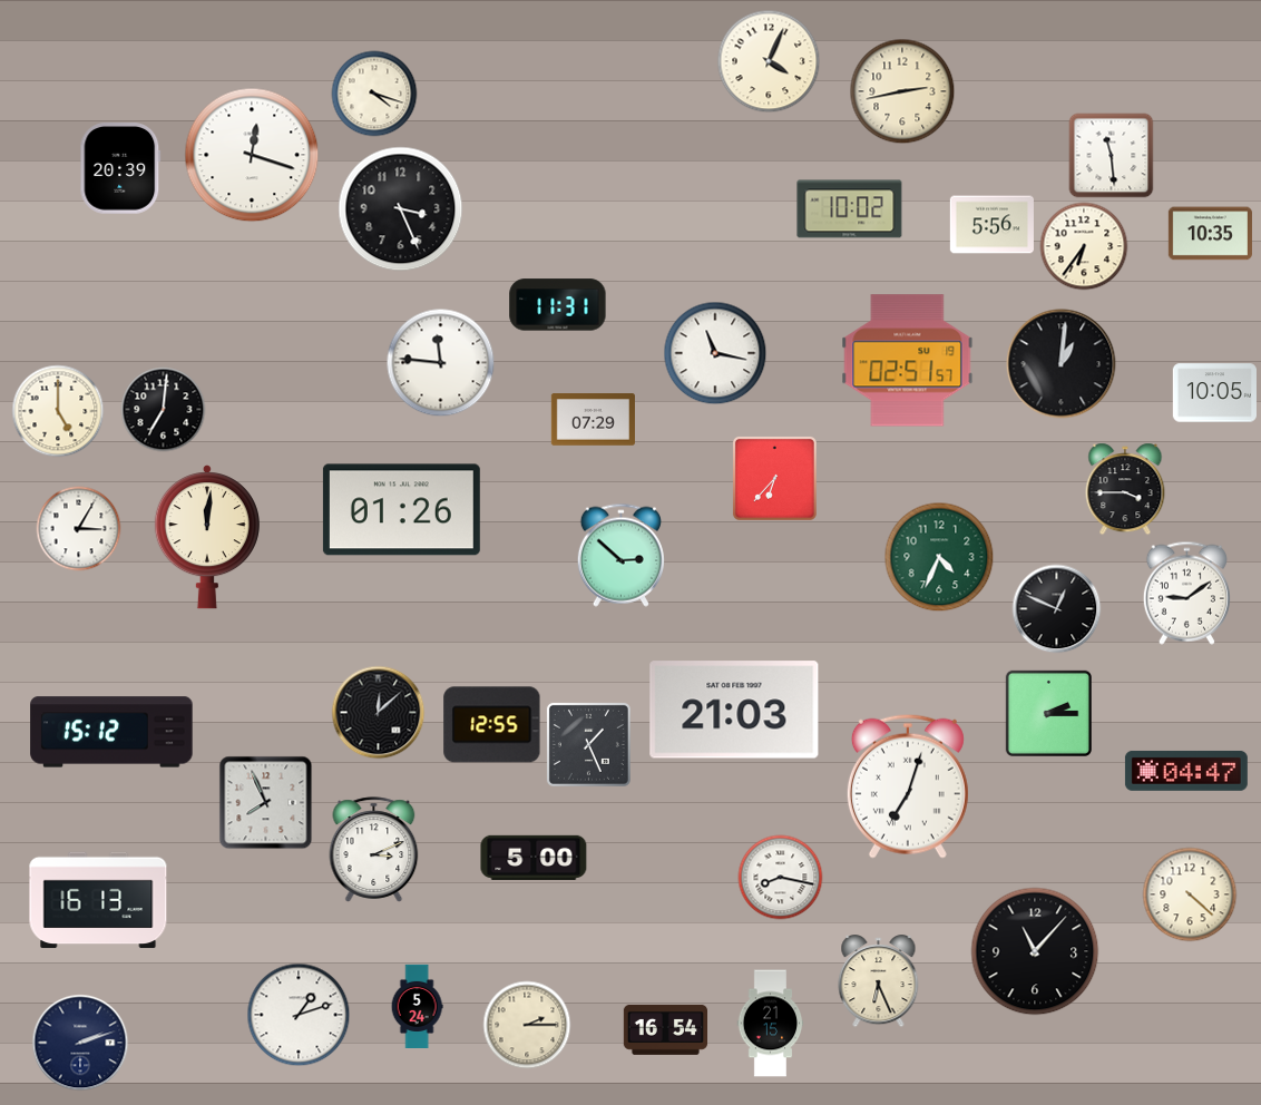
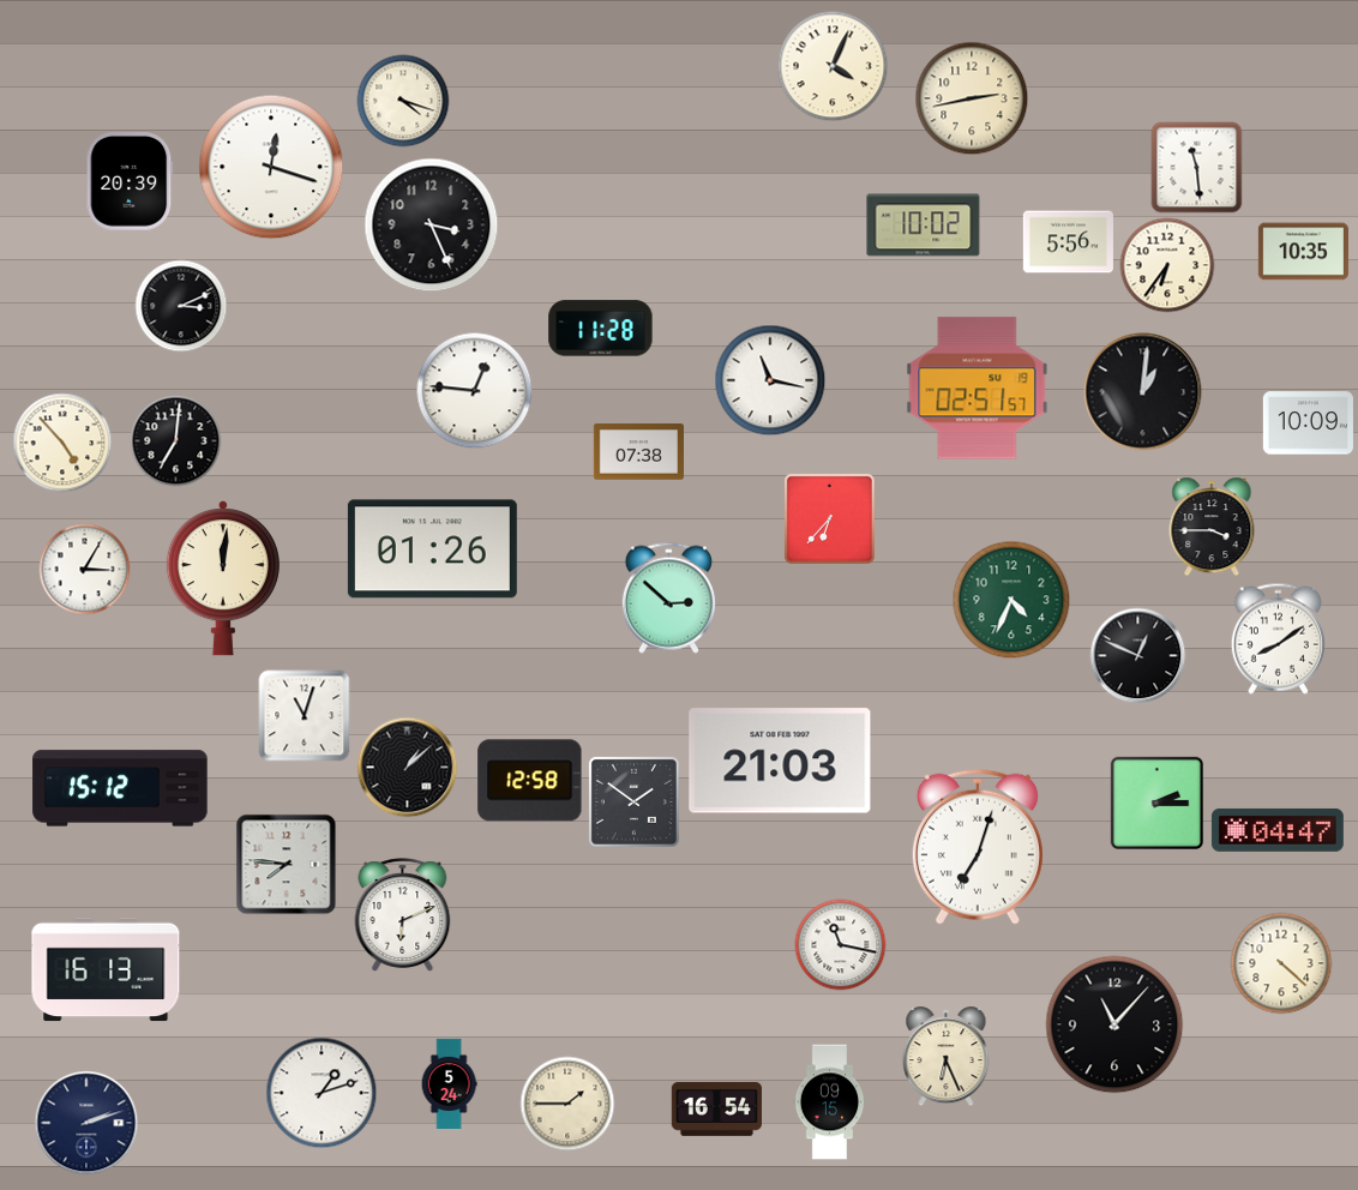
clock at (769, 61) position: (769, 61) -> (833, 66)
clock at (850, 209) position: (850, 209) -> (924, 226)
clock at (181, 306): none -> 3:11
clock at (558, 305): 11:31 -> 11:28
clock at (441, 363): 11:46 -> 12:46
clock at (1214, 393): 10:05 -> 10:09
clock at (58, 411): 5:00 -> 4:53
clock at (593, 420): 07:29 -> 07:38
clock at (774, 478) position: (774, 478) -> (829, 518)
clock at (1186, 593): 9:09 -> 8:09
clock at (305, 716): none -> 11:03
clock at (734, 710) position: (734, 710) -> (780, 761)
clock at (379, 713): 12:08 -> 1:08
clock at (1048, 713) position: (1048, 713) -> (1156, 803)
clock at (492, 725): 12:55 -> 12:58
clock at (588, 744): 1:26 -> 1:51
clock at (266, 803): 7:56 -> 7:46
clock at (374, 850): 3:11 -> 6:11
clock at (534, 858): 5:00 -> none
clock at (781, 878): 8:17 -> 11:17
clock at (771, 1024): 21:15 -> 09:15
clock at (527, 1025): 2:15 -> 1:45
